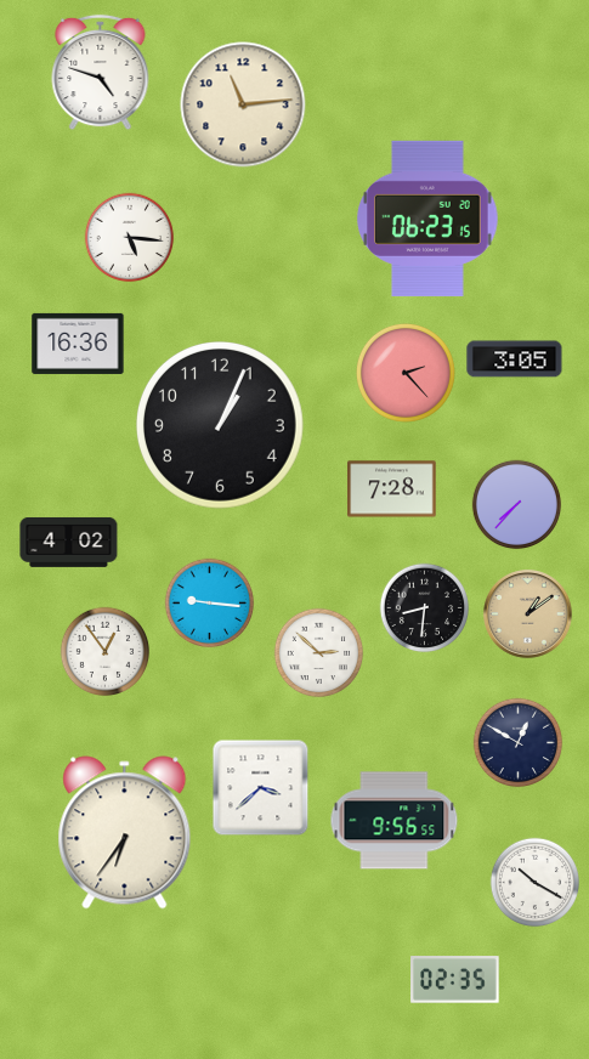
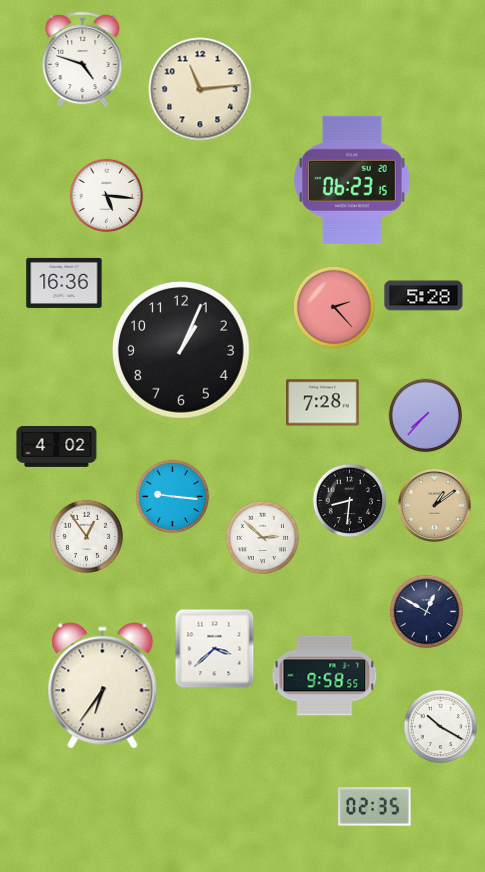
clock at (243, 104) position: (243, 104) -> (200, 89)
clock at (515, 359): 3:05 -> 5:28
clock at (395, 821): 9:56 -> 9:58
